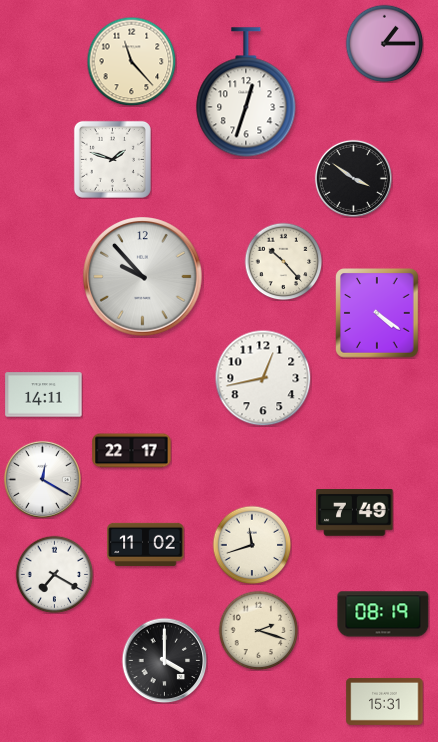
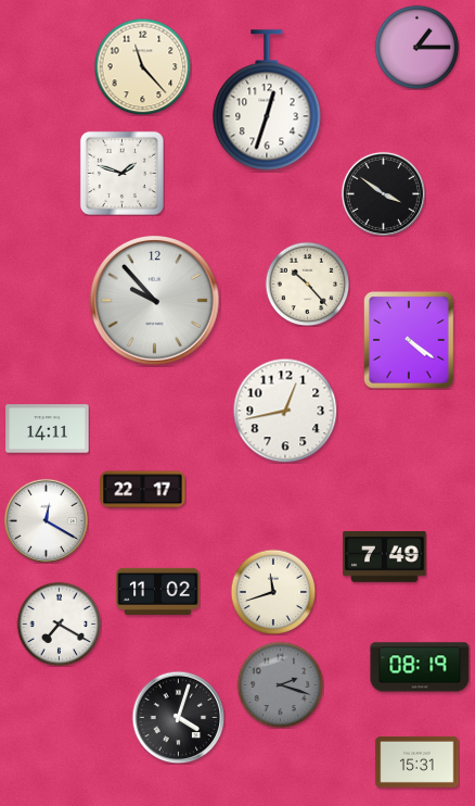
clock at (383, 614) position: (383, 614) -> (420, 667)
clock at (258, 630) dial: cream -> grey
clock at (164, 660): 4:00 -> 4:03
